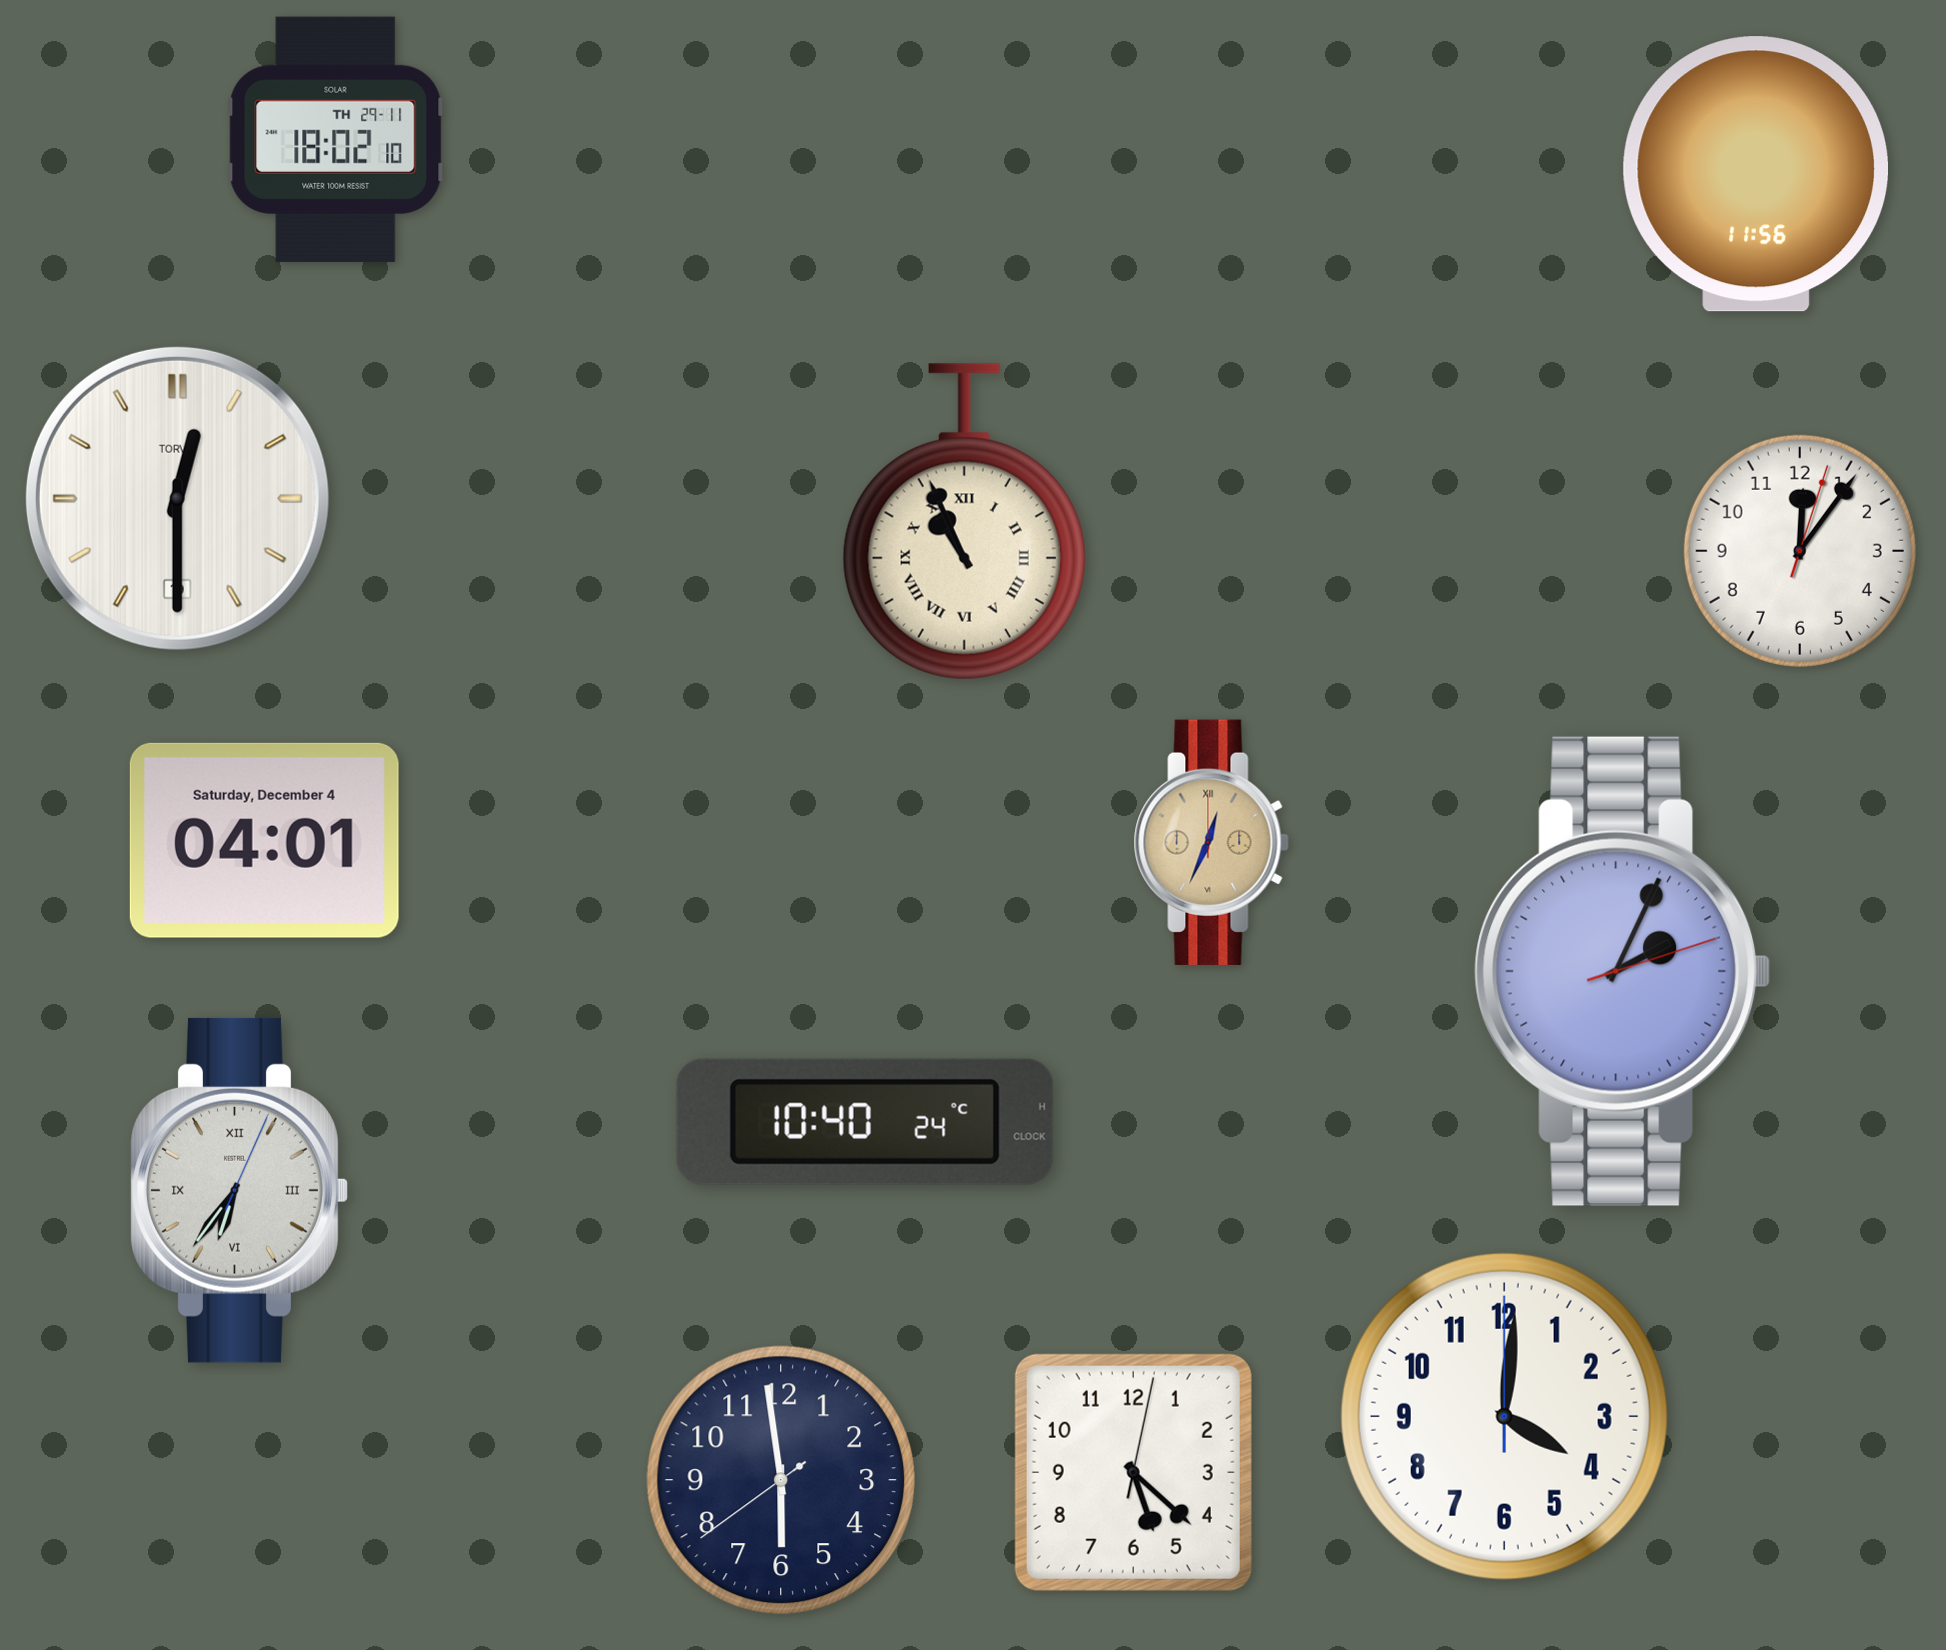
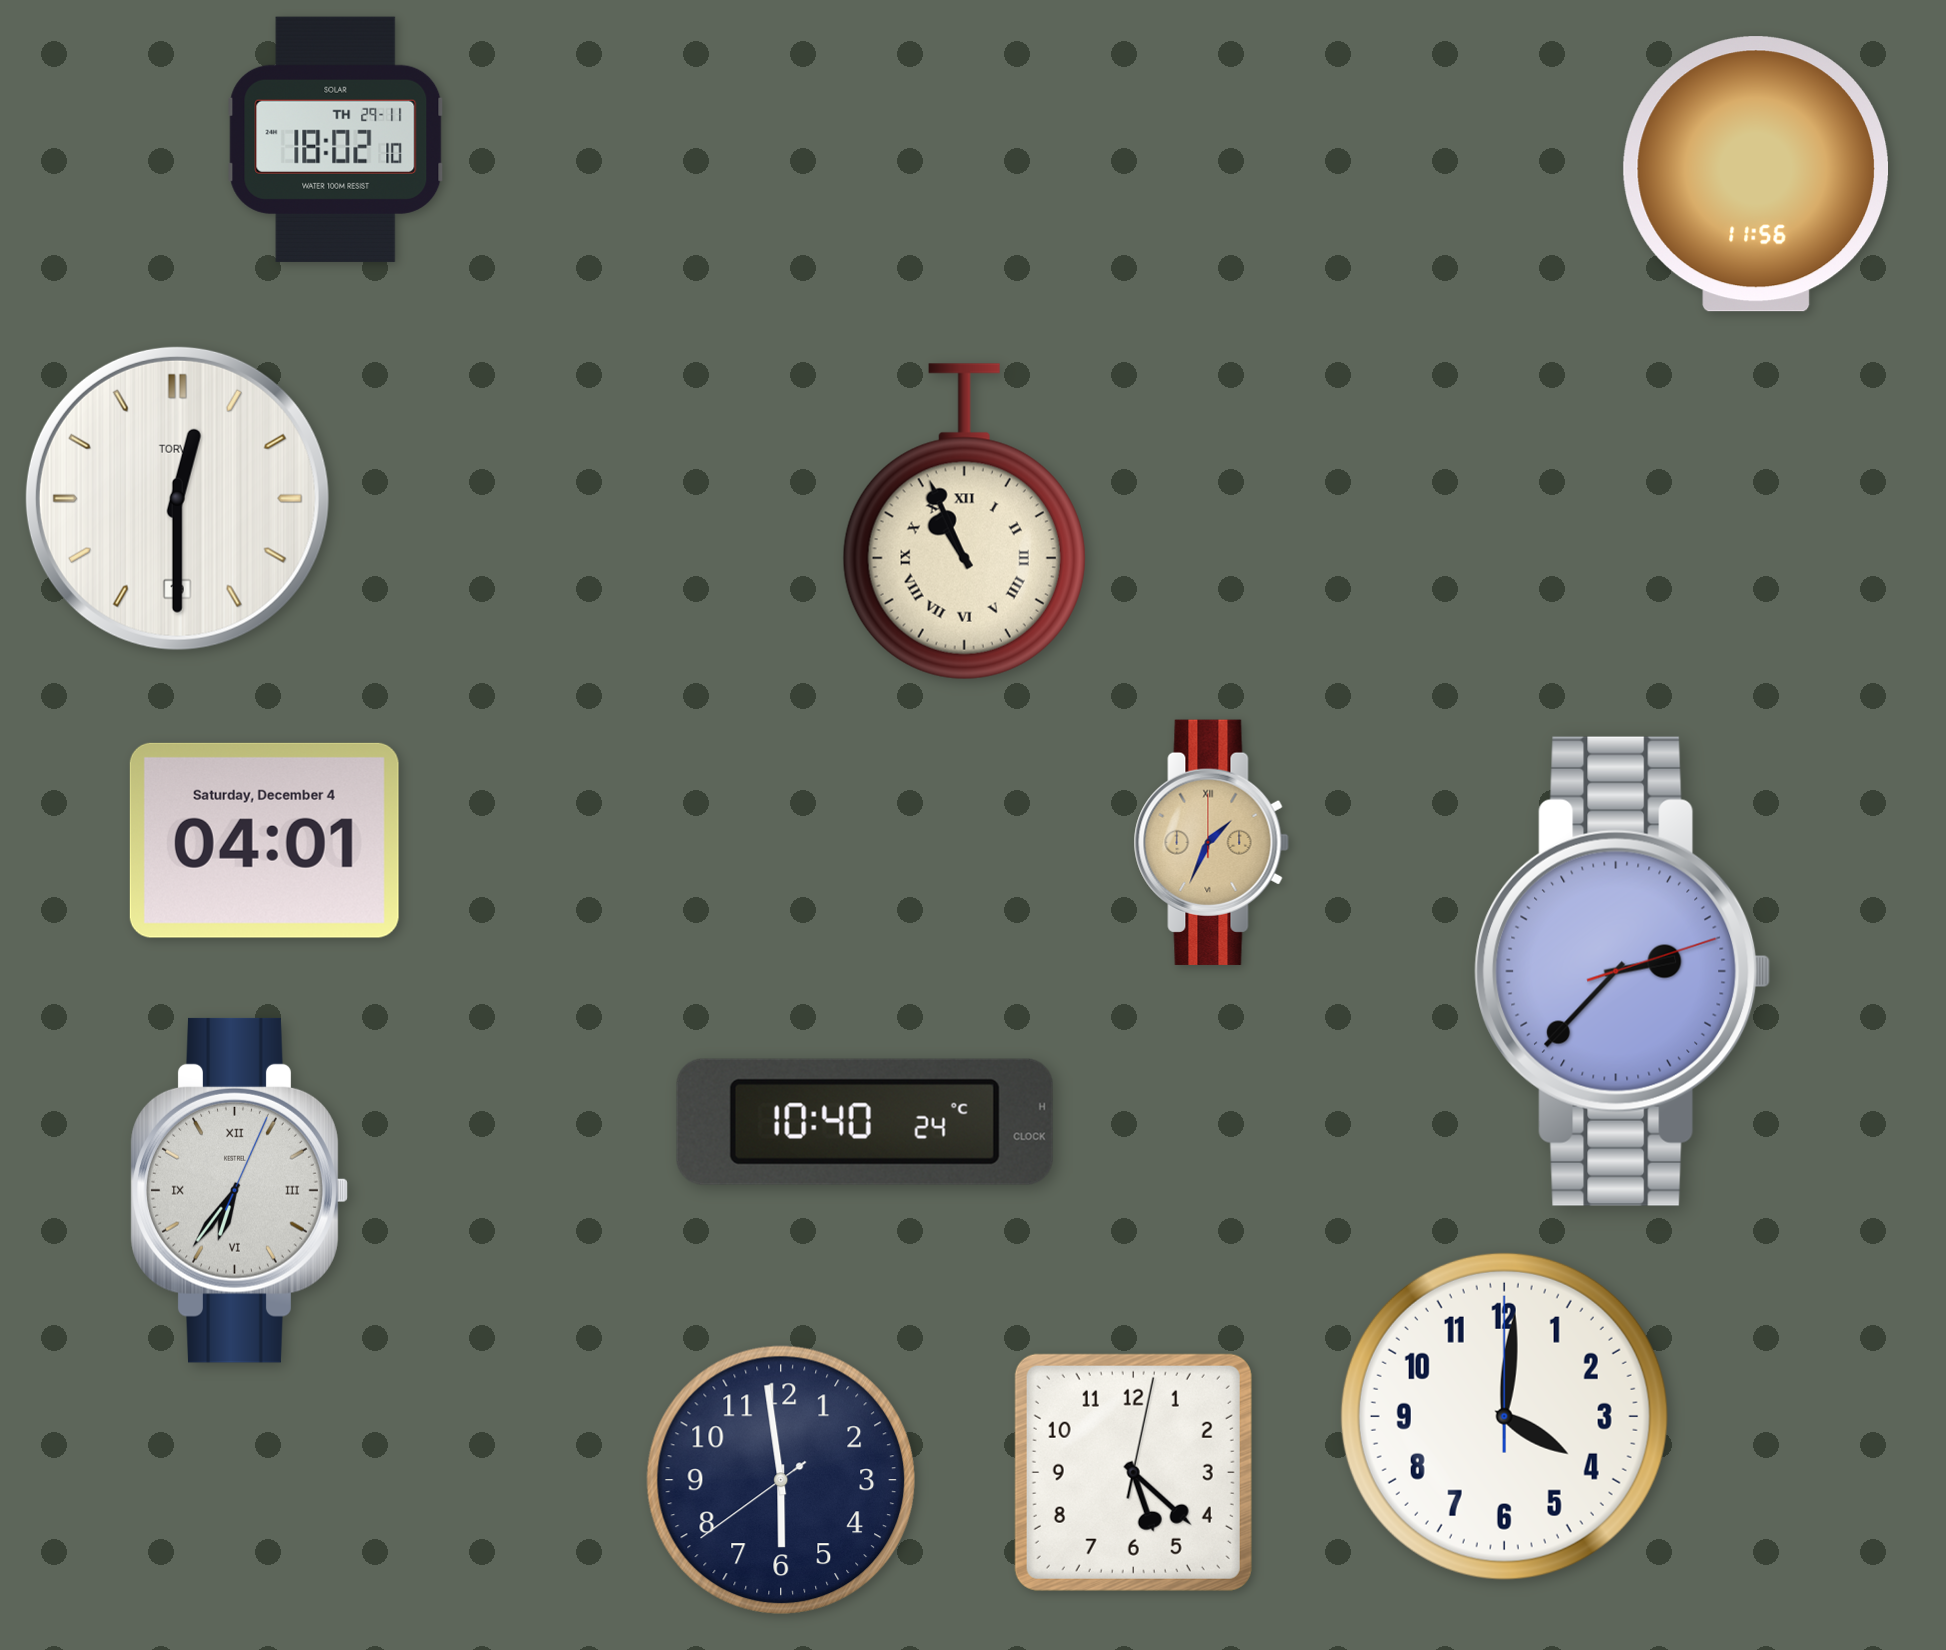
clock at (1800, 551): 12:06 -> none
clock at (1211, 842): 12:34 -> 1:34
clock at (1623, 971): 2:04 -> 2:37
